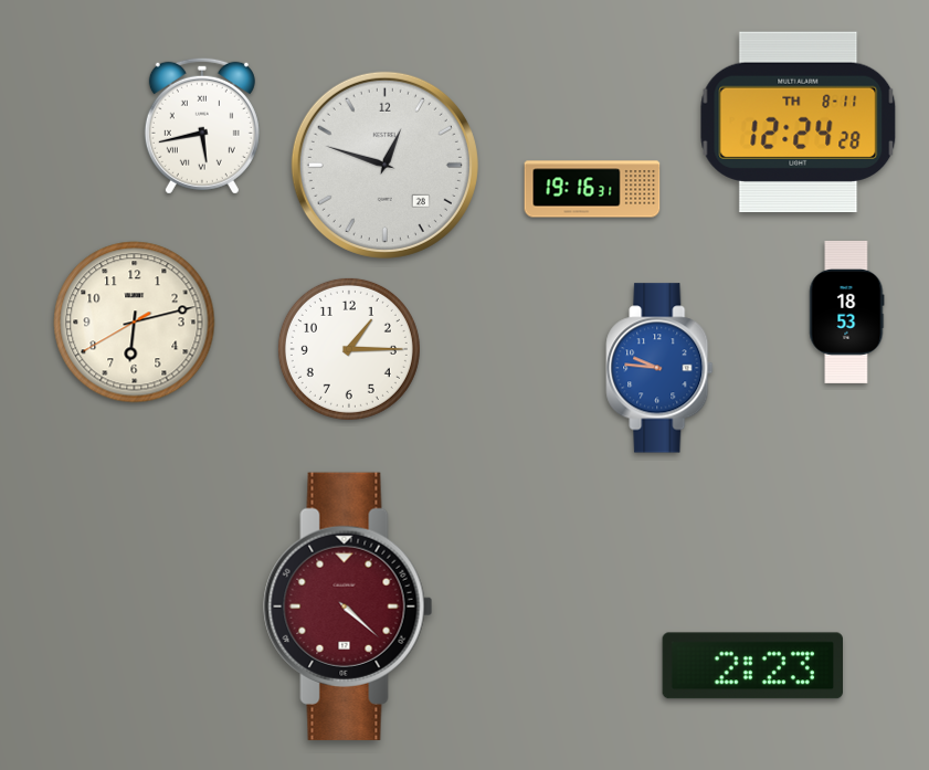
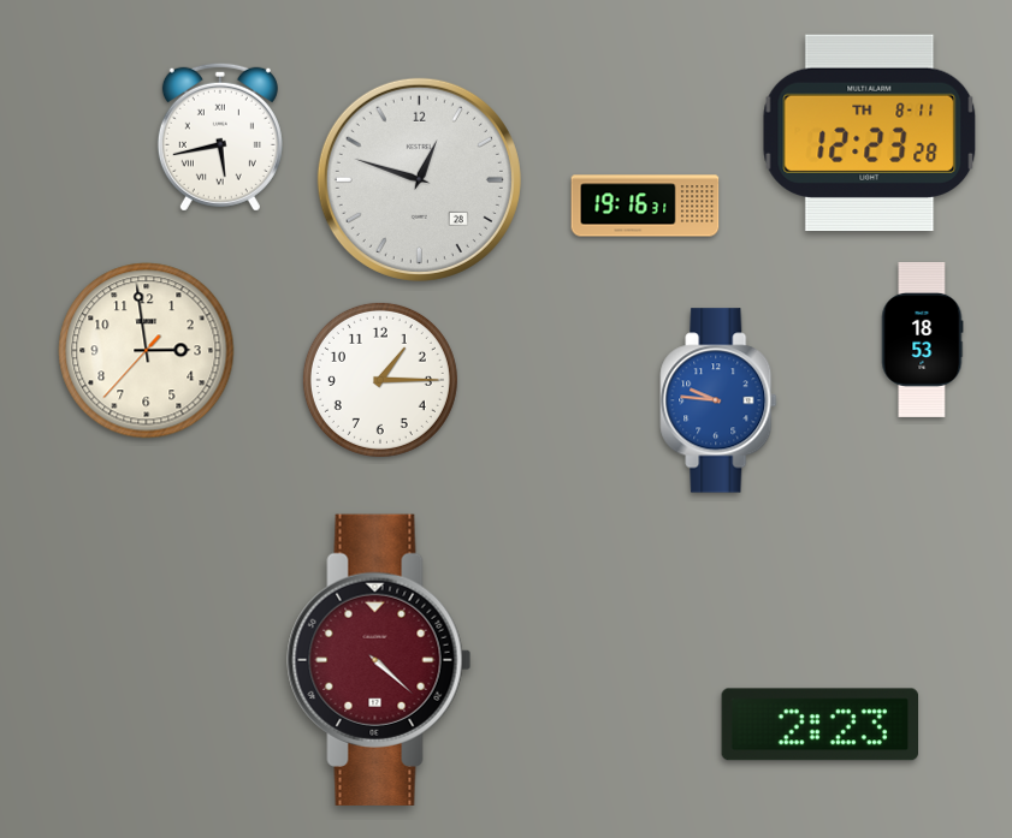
clock at (799, 123): 12:24 -> 12:23
clock at (135, 323): 6:12 -> 2:58
